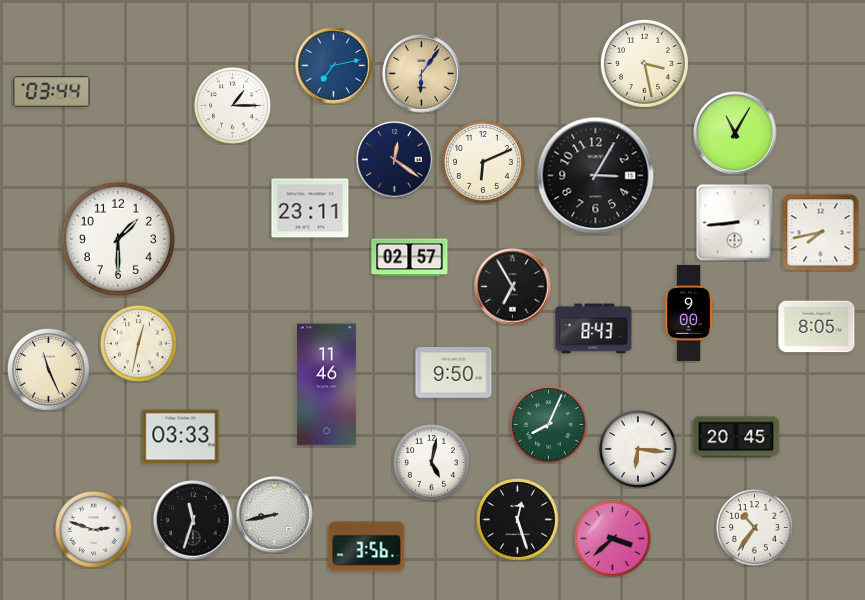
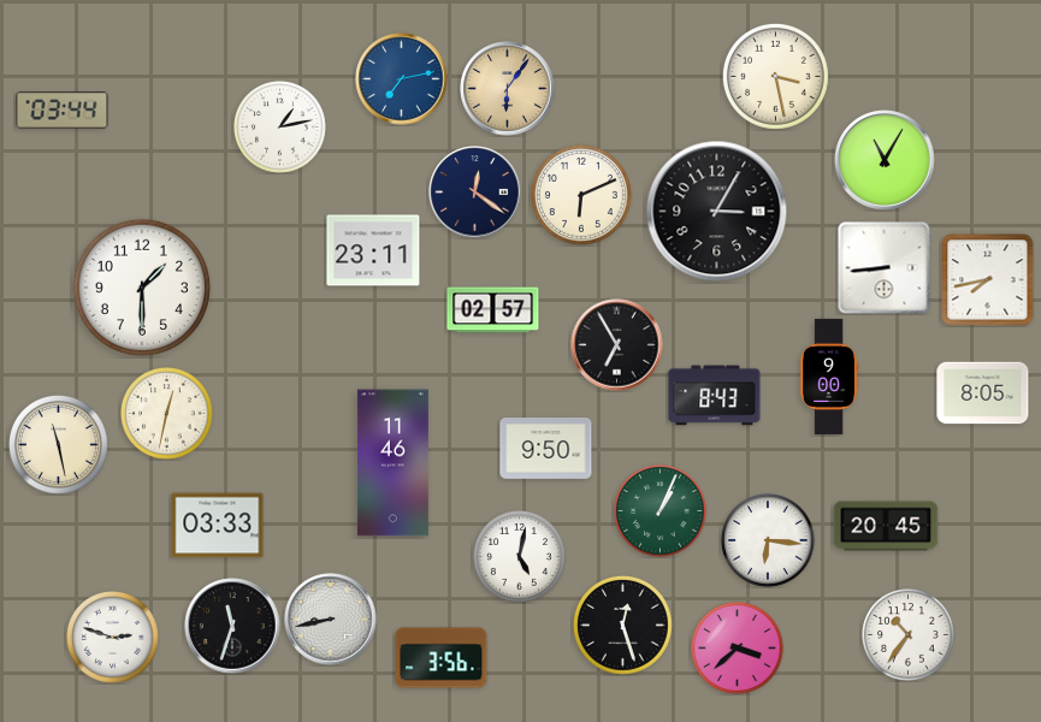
clock at (233, 106): 1:15 -> 1:13
clock at (48, 369): 11:26 -> 11:28
clock at (549, 425): 8:04 -> 1:04
